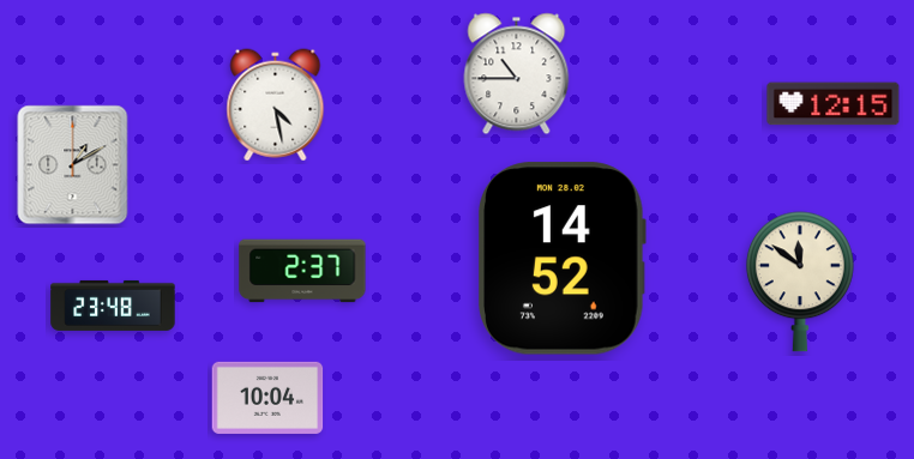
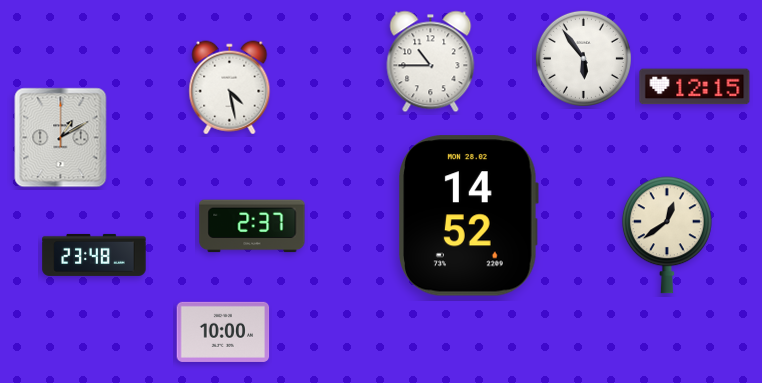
clock at (583, 58): none -> 5:54
clock at (800, 282): 11:51 -> 12:39
clock at (267, 398): 10:04 -> 10:00
